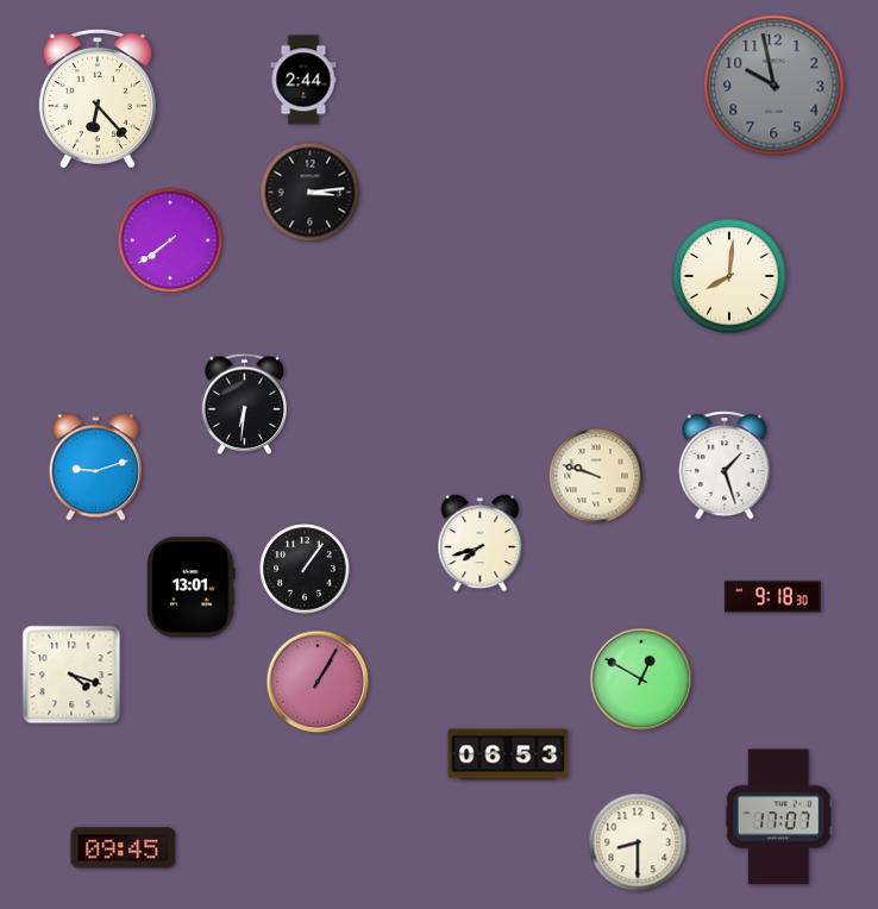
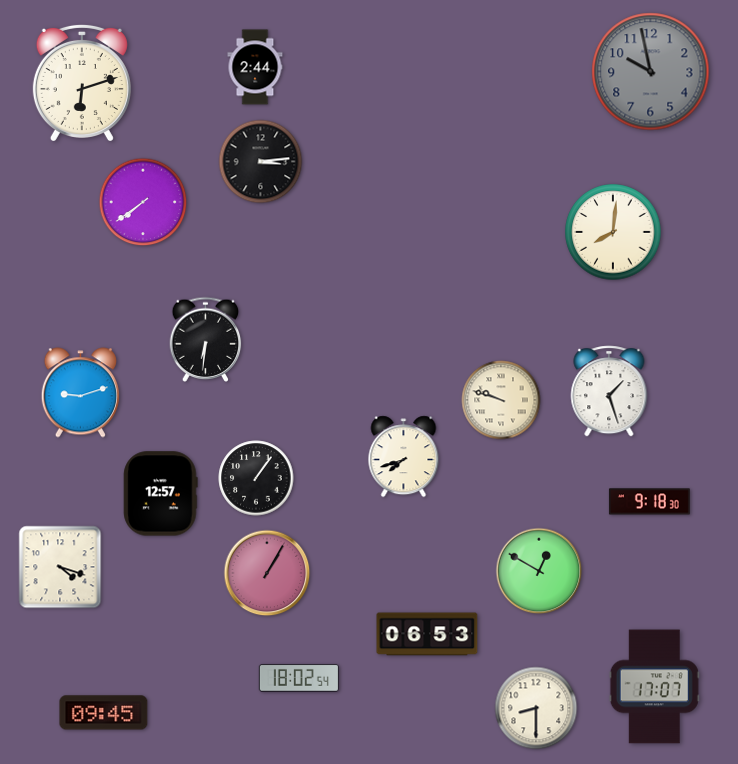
clock at (98, 98): 6:23 -> 6:12
clock at (192, 588): 13:01 -> 12:57
clock at (299, 678): none -> 18:02
